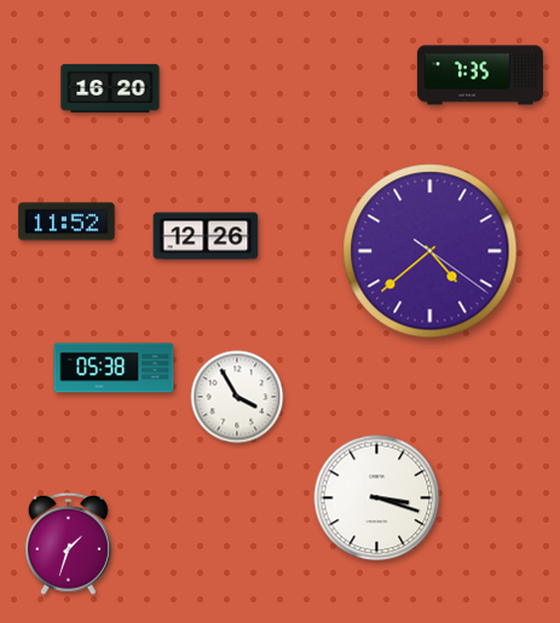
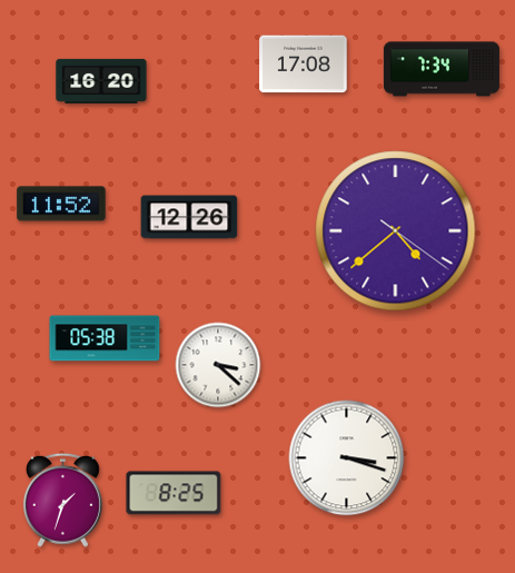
clock at (304, 65): none -> 17:08
clock at (480, 75): 7:35 -> 7:34
clock at (237, 397): 3:55 -> 3:22
clock at (174, 493): none -> 8:25
